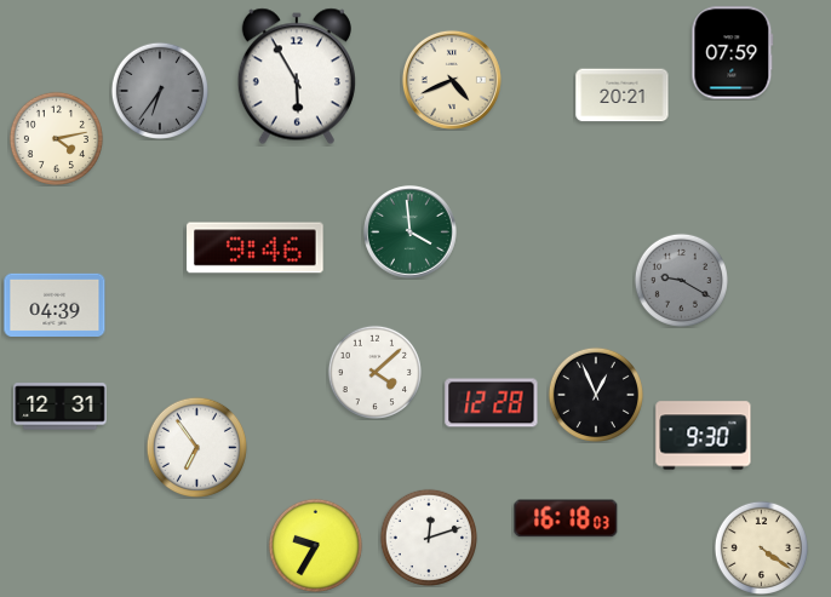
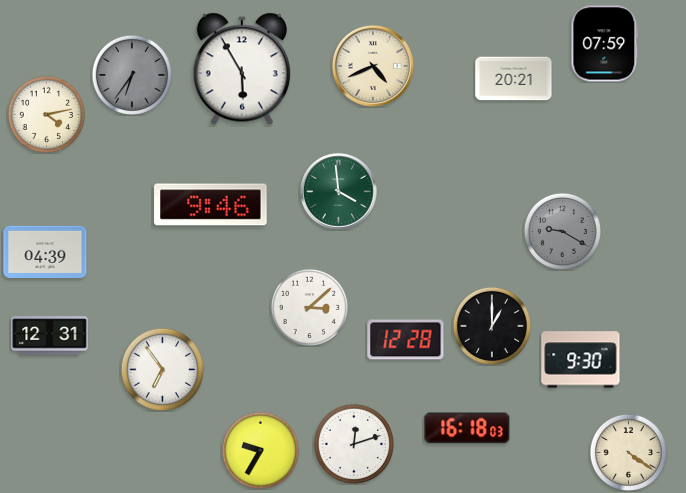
clock at (297, 76) position: (297, 76) -> (242, 69)
clock at (374, 372): 4:08 -> 3:08
clock at (595, 395): 12:56 -> 1:00
clock at (492, 403) position: (492, 403) -> (406, 340)
